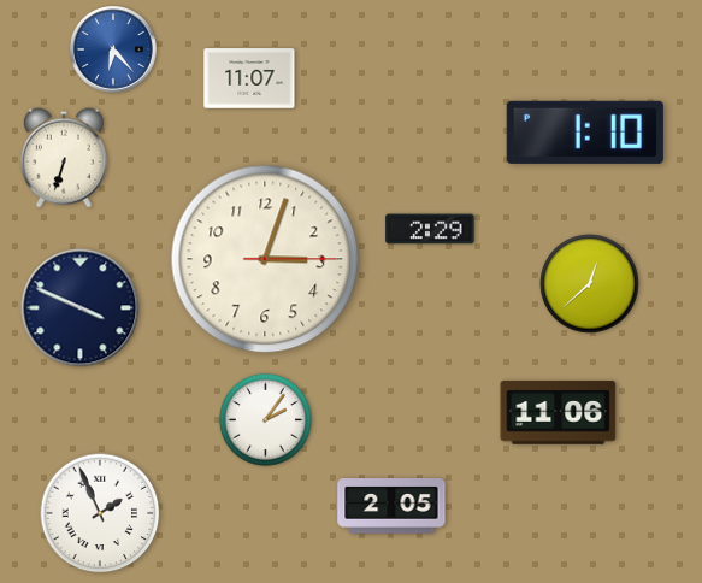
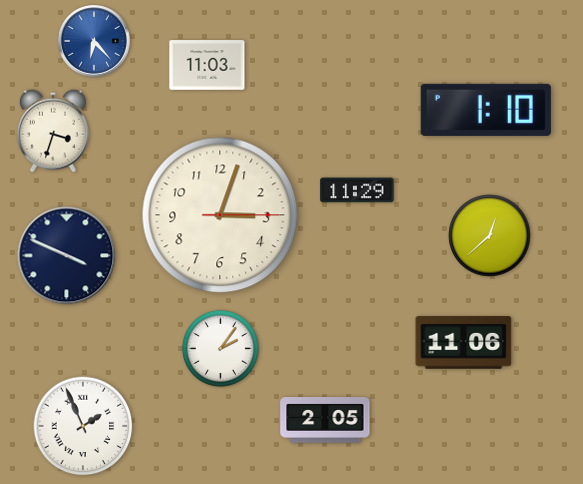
clock at (249, 78): 11:07 -> 11:03
clock at (64, 158): 6:33 -> 3:33
clock at (430, 229): 2:29 -> 11:29
